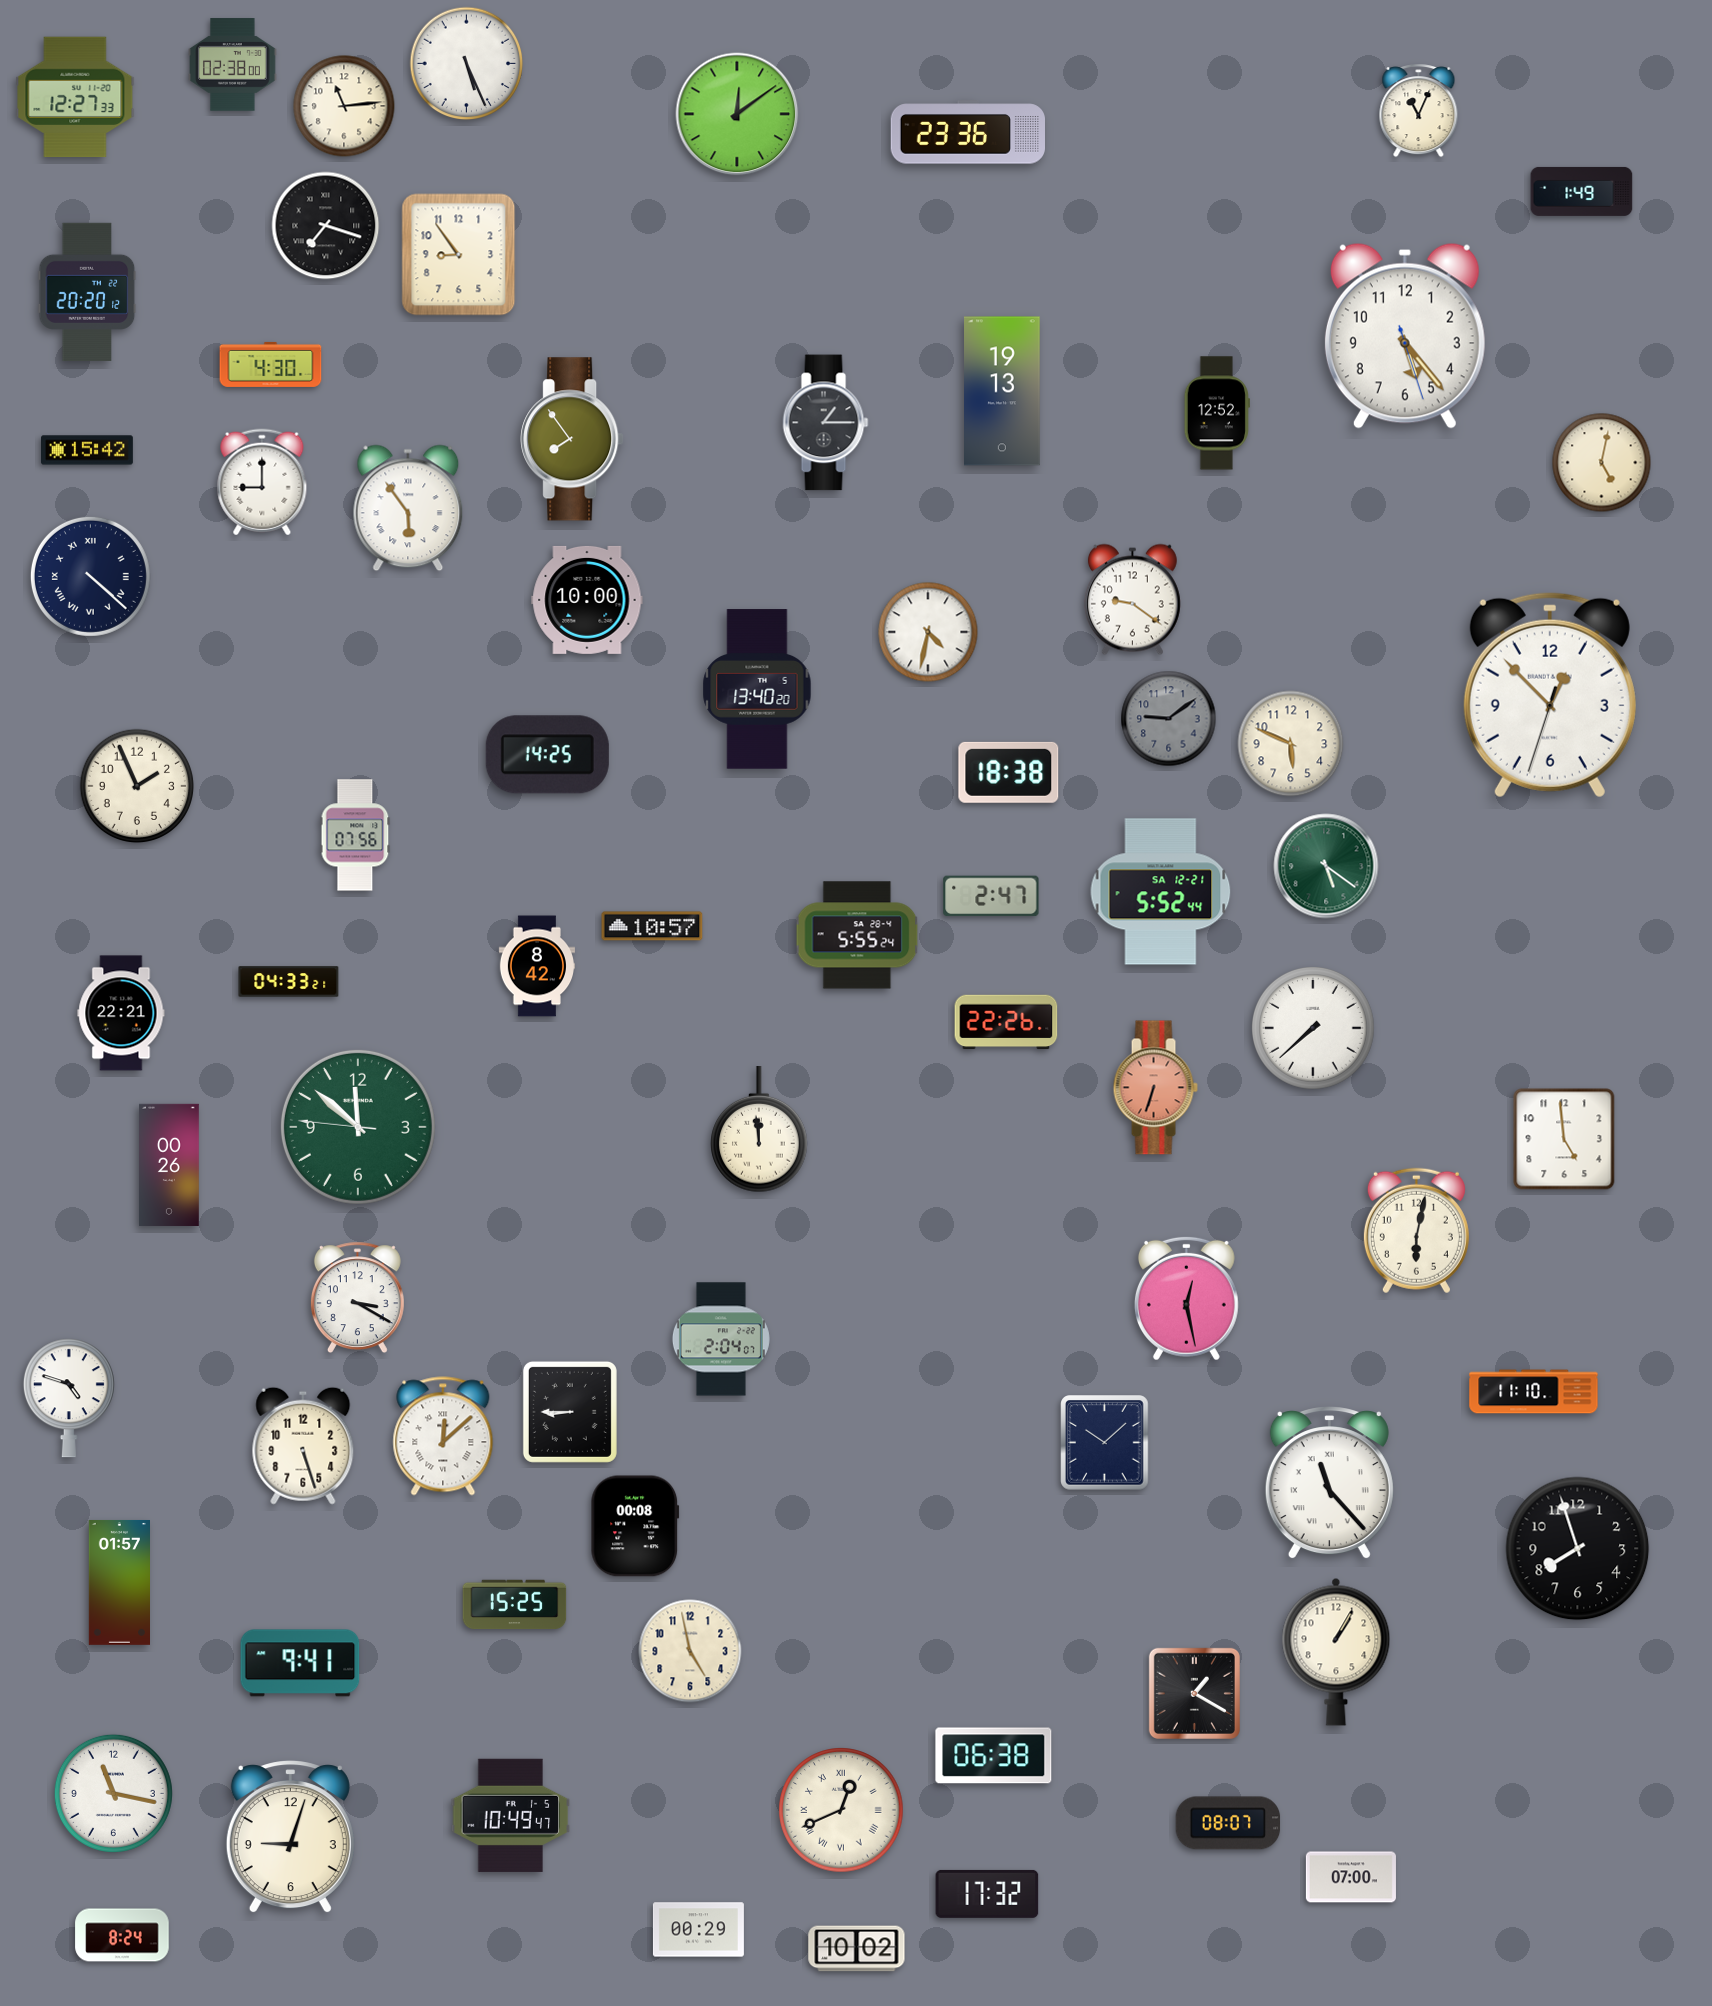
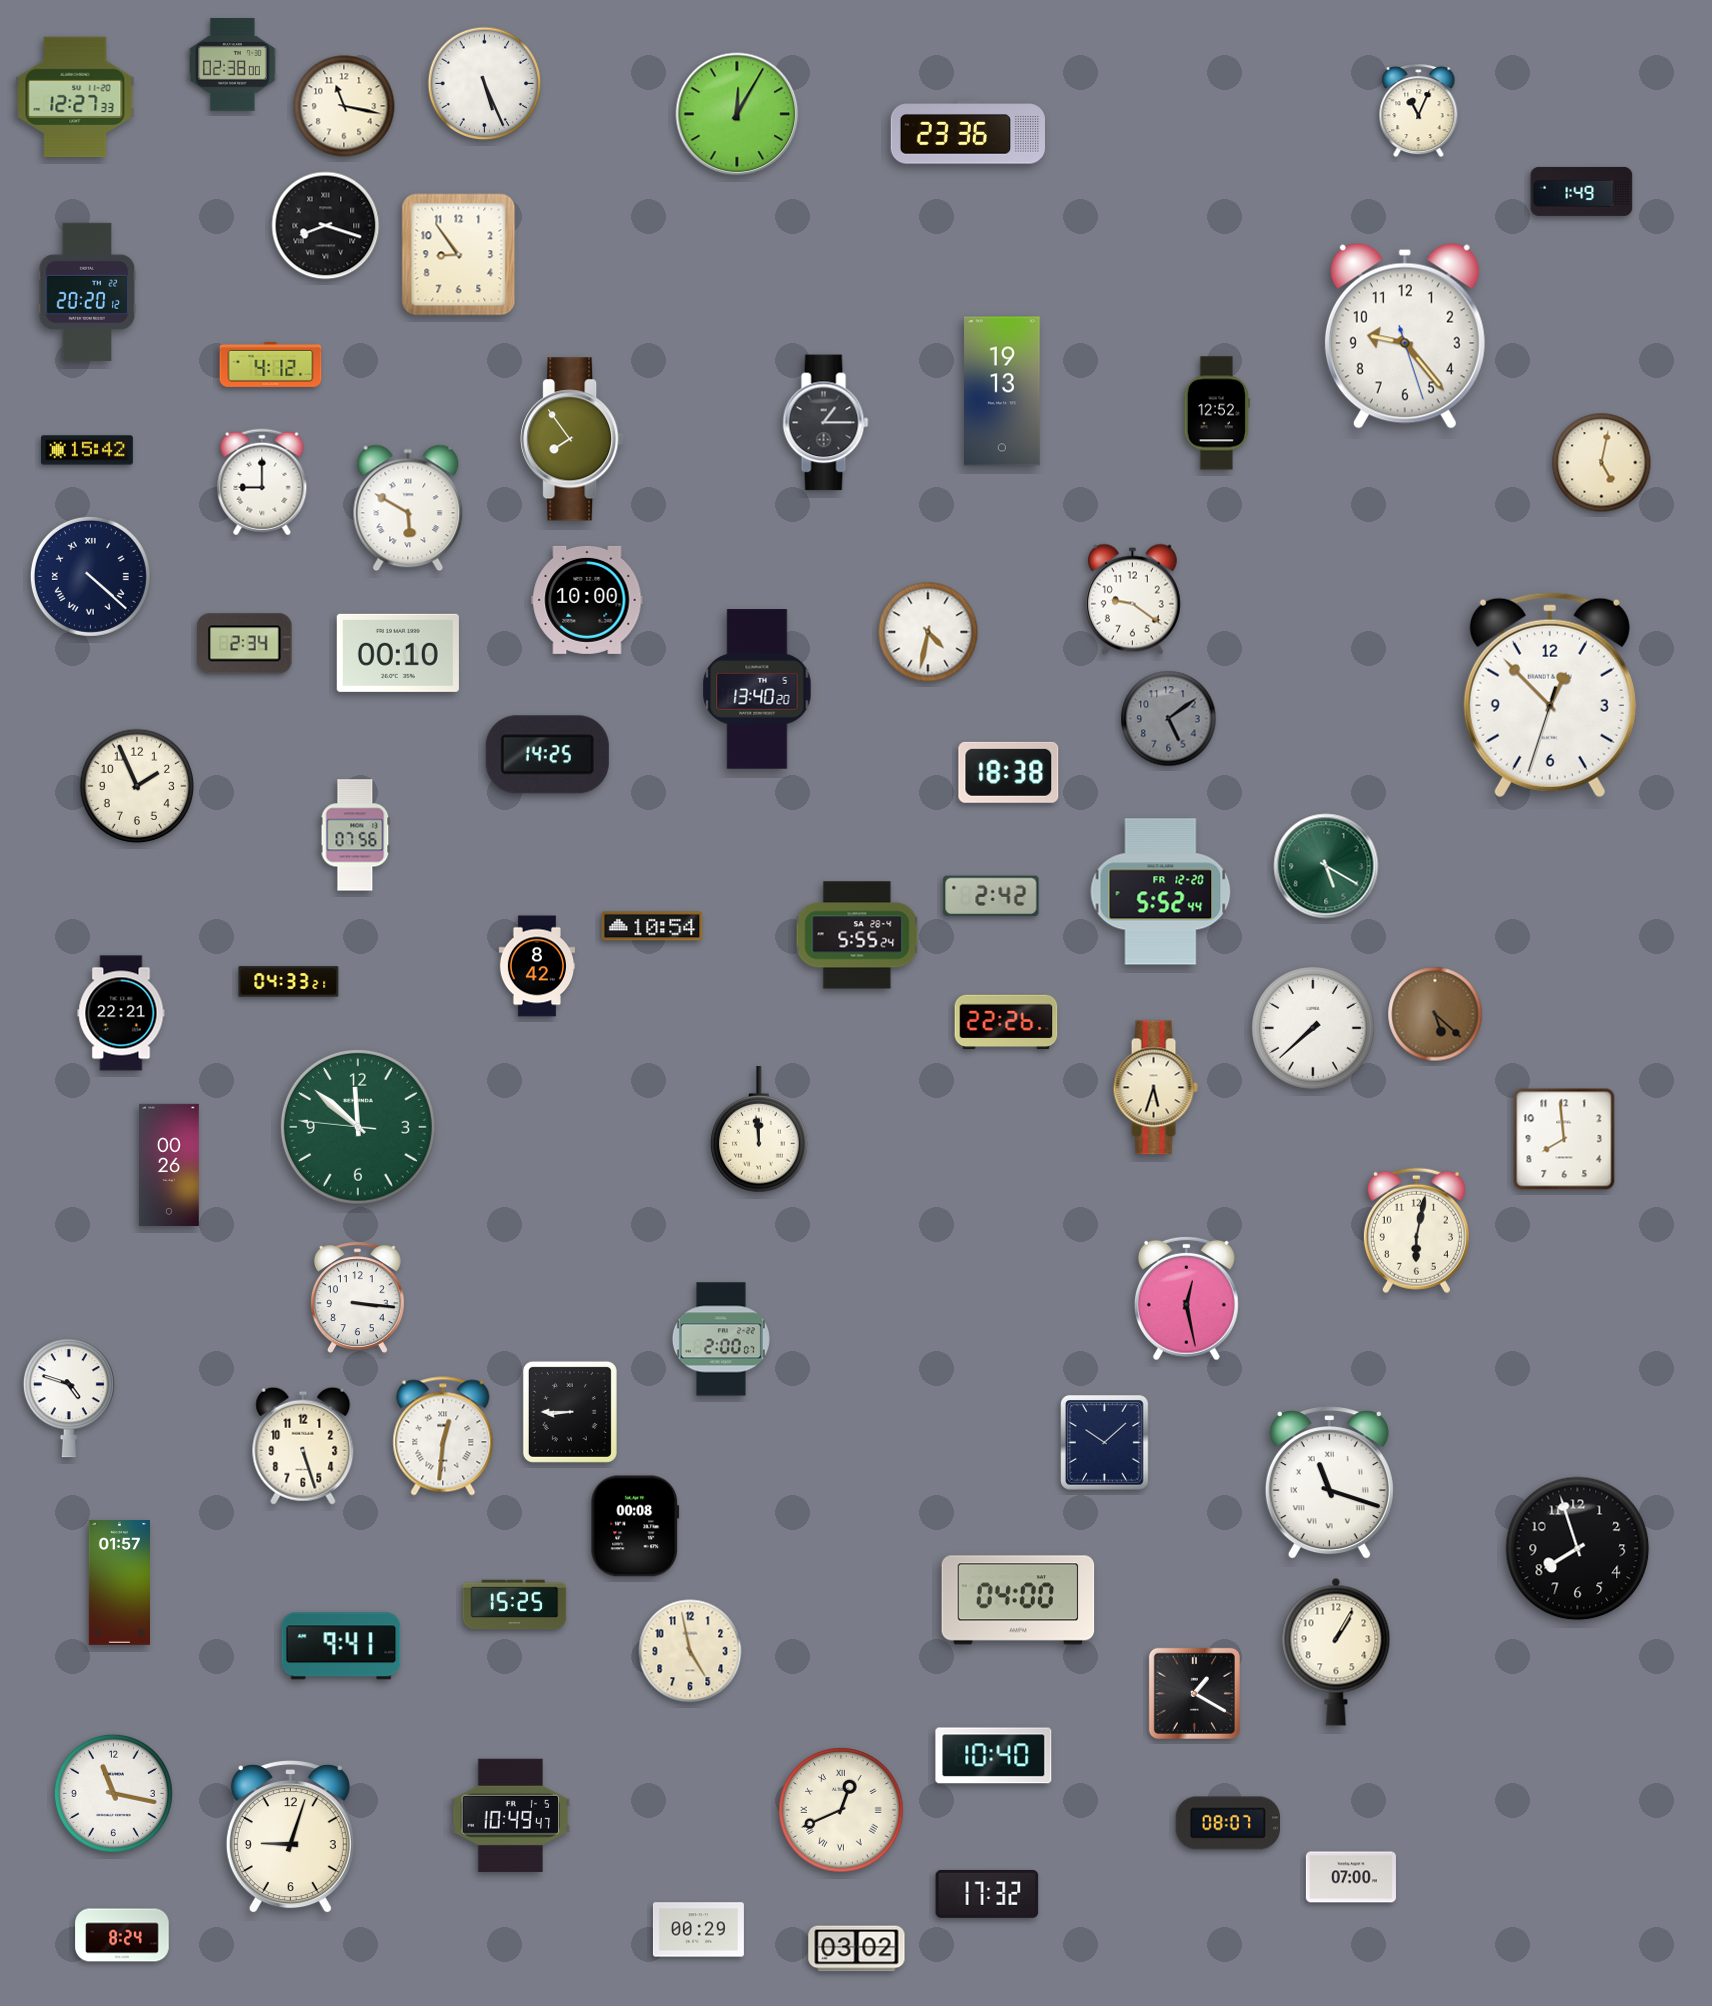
clock at (467, 64) position: (467, 64) -> (485, 84)
clock at (344, 106): 11:14 -> 11:17
clock at (737, 114): 12:09 -> 12:05
clock at (326, 226): 7:18 -> 8:18
clock at (1405, 336): 5:23 -> 9:23
clock at (271, 364): 4:30 -> 4:12
clock at (408, 508): 5:54 -> 5:50
clock at (245, 644): none -> 2:34
clock at (398, 653): none -> 00:10
clock at (1169, 719): 9:09 -> 5:09
clock at (1291, 744): 5:49 -> none
clock at (1326, 866): 5:21 -> 5:20
clock at (1161, 892) date: SA 12-21 -> FR 12-20
clock at (991, 896): 2:47 -> 2:42
clock at (652, 926): 10:57 -> 10:54
clock at (1435, 1014): none -> 5:22
clock at (1155, 1088): 6:33 -> 5:33
clock at (1155, 1088) dial: salmon -> cream
clock at (1564, 1139): 4:59 -> 7:59
clock at (357, 1298): 3:20 -> 3:16
clock at (721, 1339): 2:04 -> 2:00
clock at (1534, 1392): 11:10 -> none
clock at (443, 1436): 12:08 -> 12:31
clock at (1329, 1483): 11:23 -> 11:18
clock at (1018, 1600): none -> 04:00
clock at (300, 1663) position: (300, 1663) -> (341, 1646)
clock at (994, 1756): 06:38 -> 10:40
clock at (857, 1949): 10:02 -> 03:02
